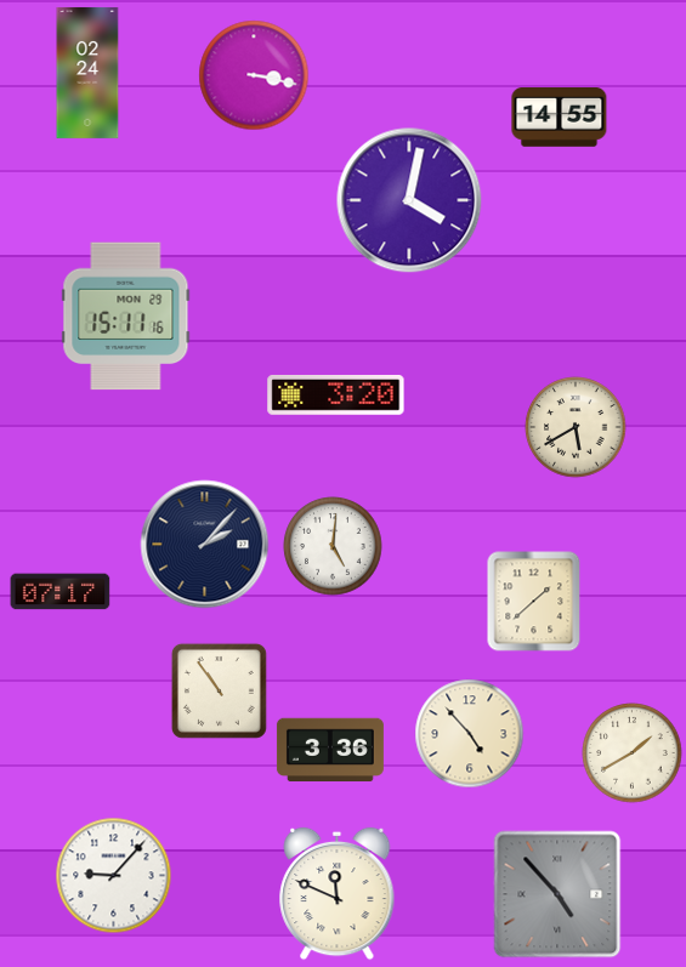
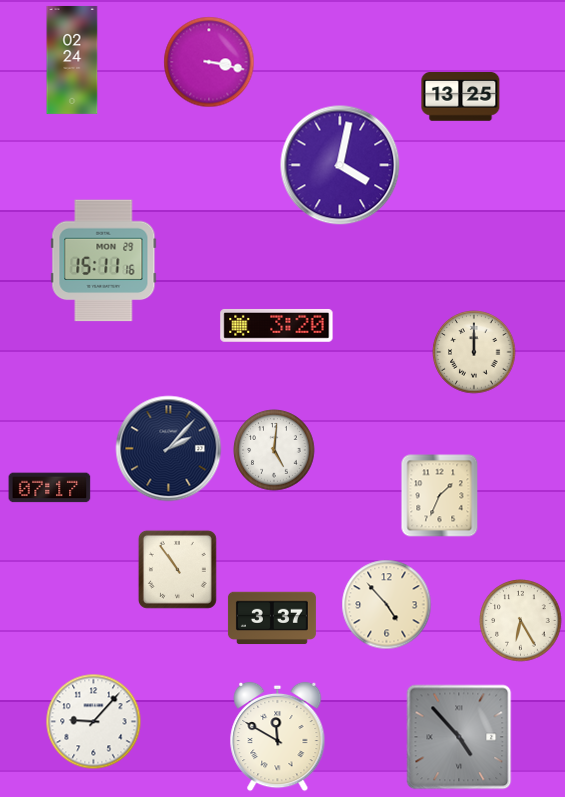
clock at (560, 118): 14:55 -> 13:25
clock at (409, 200) position: (409, 200) -> (340, 165)
clock at (576, 427): 5:40 -> 12:00
clock at (534, 602): 1:38 -> 1:34
clock at (219, 690) position: (219, 690) -> (177, 569)
clock at (330, 750): 3:36 -> 3:37
clock at (633, 753): 1:40 -> 6:25
clock at (338, 894): 11:49 -> 11:50
